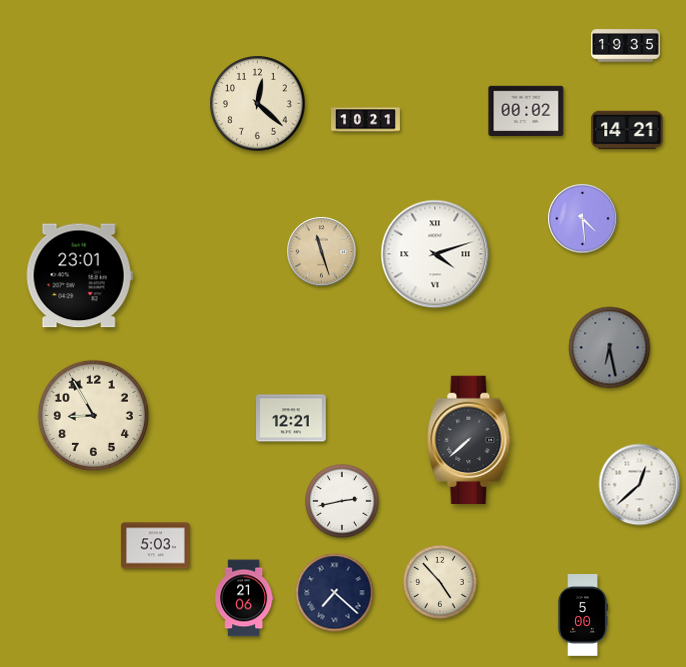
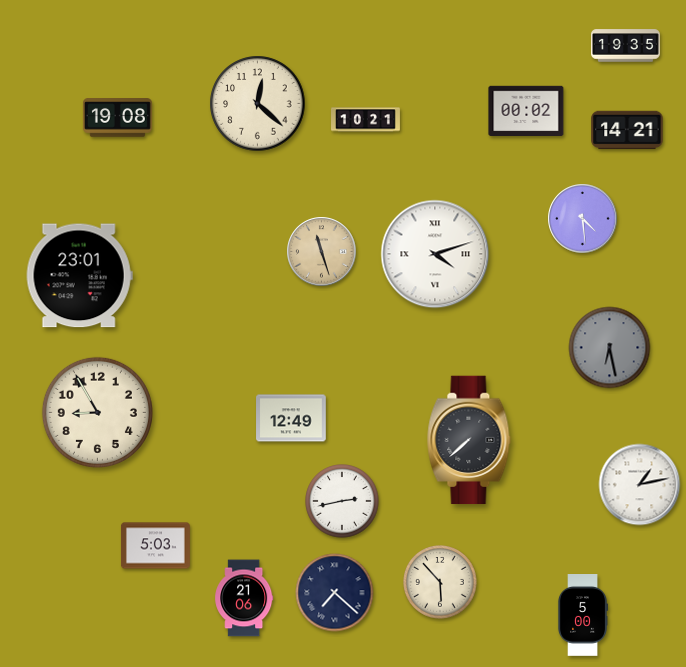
clock at (117, 118): none -> 19:08
clock at (93, 415) position: (93, 415) -> (97, 412)
clock at (291, 418): 12:21 -> 12:49
clock at (640, 485): 12:38 -> 1:13
clock at (440, 582): 4:53 -> 5:53
